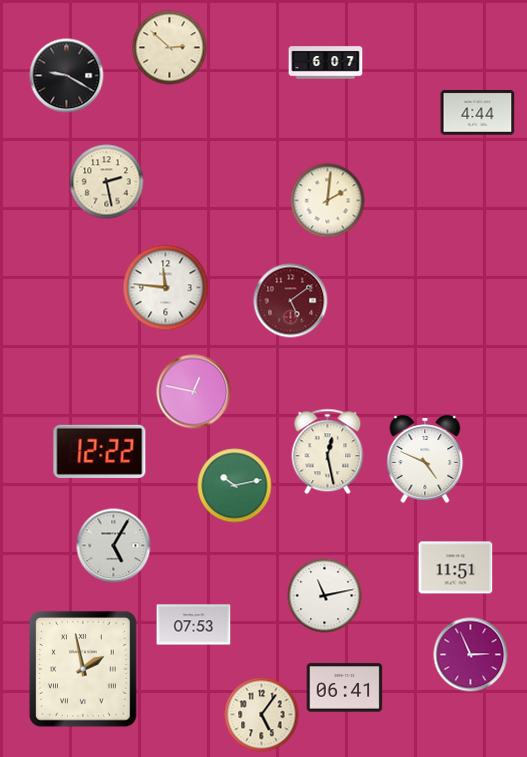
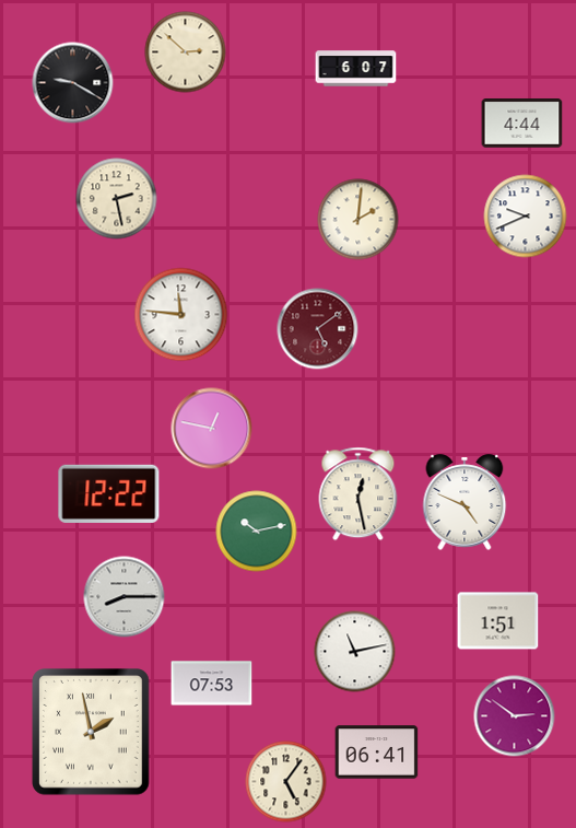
clock at (526, 217): none -> 9:41
clock at (114, 546): 5:05 -> 8:15
clock at (456, 568): 11:51 -> 1:51
clock at (471, 655): 2:56 -> 2:51
